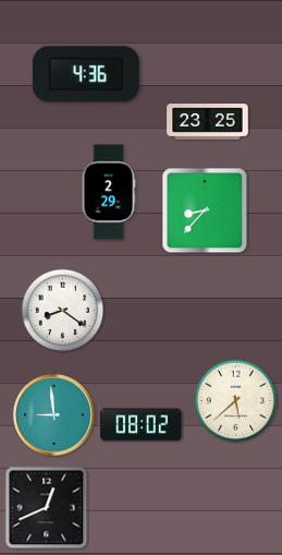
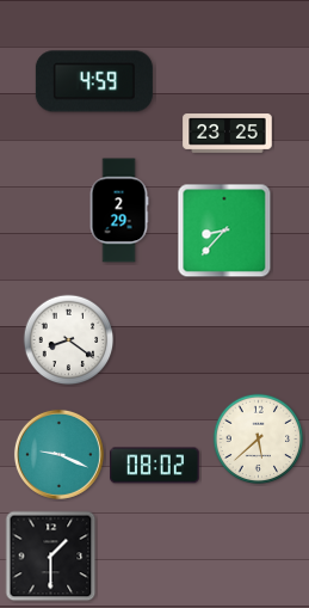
clock at (86, 74): 4:36 -> 4:59
clock at (53, 414): 8:59 -> 9:19
clock at (47, 508): 12:41 -> 1:30
